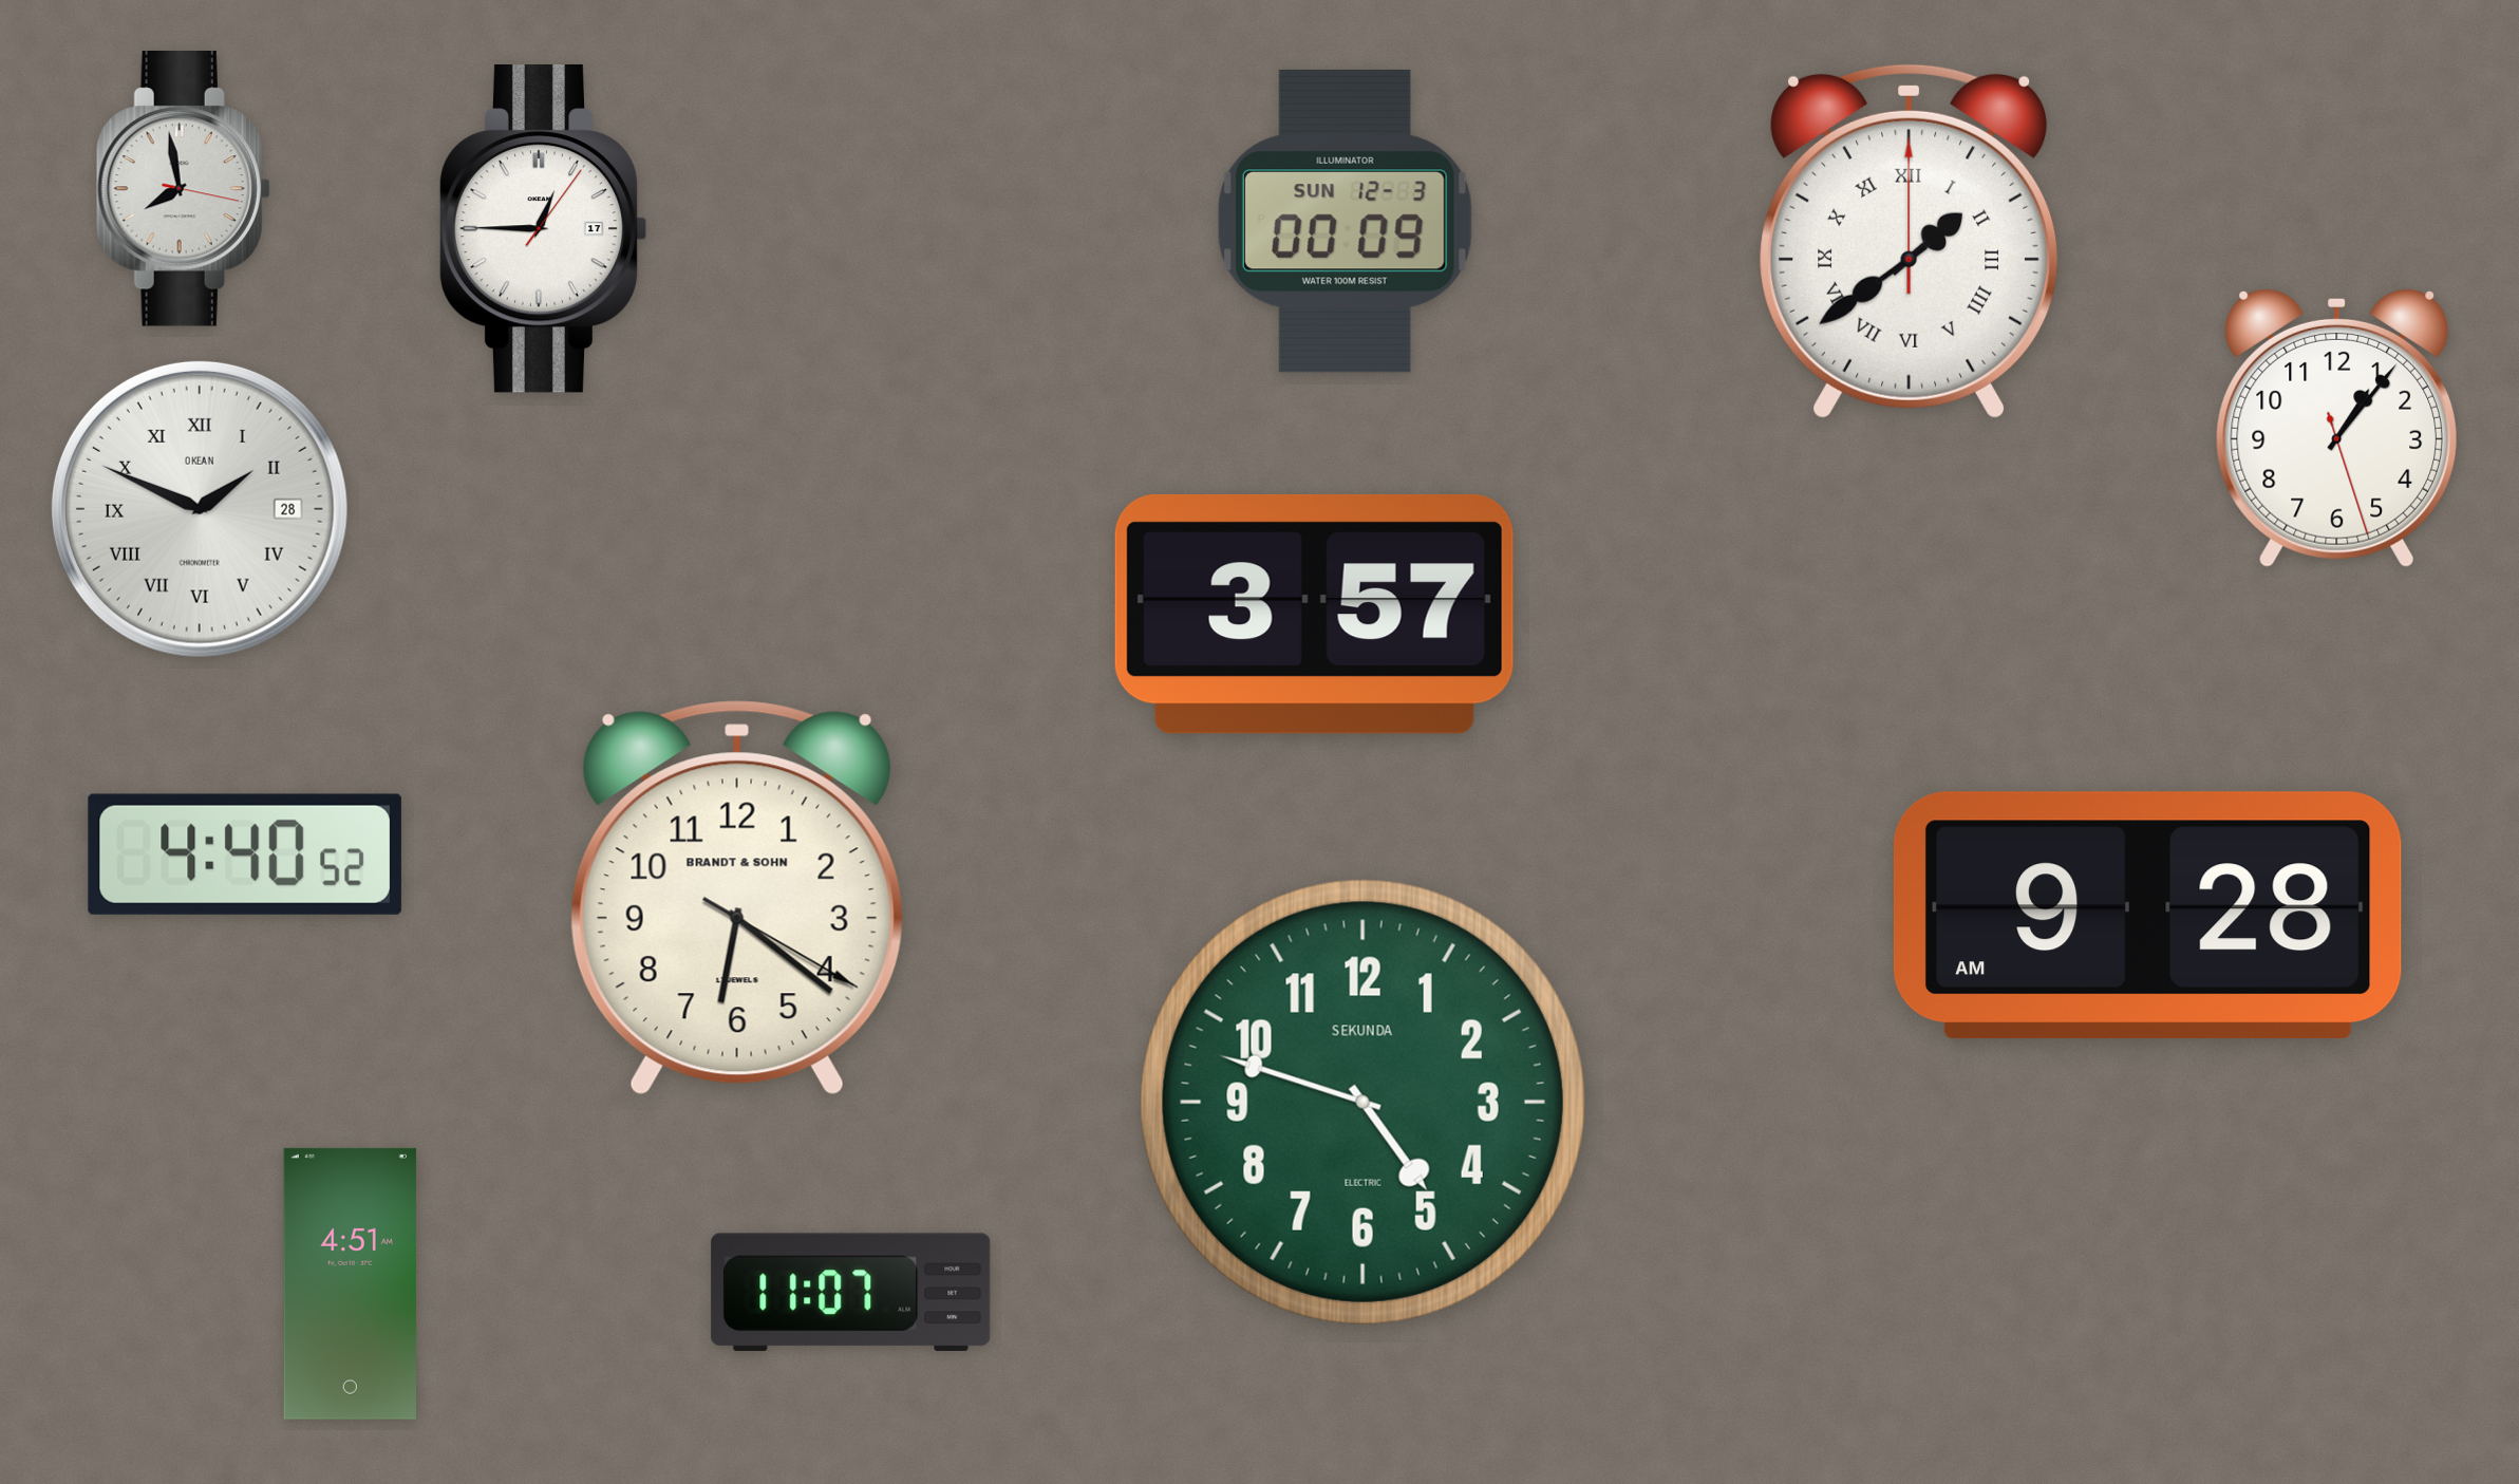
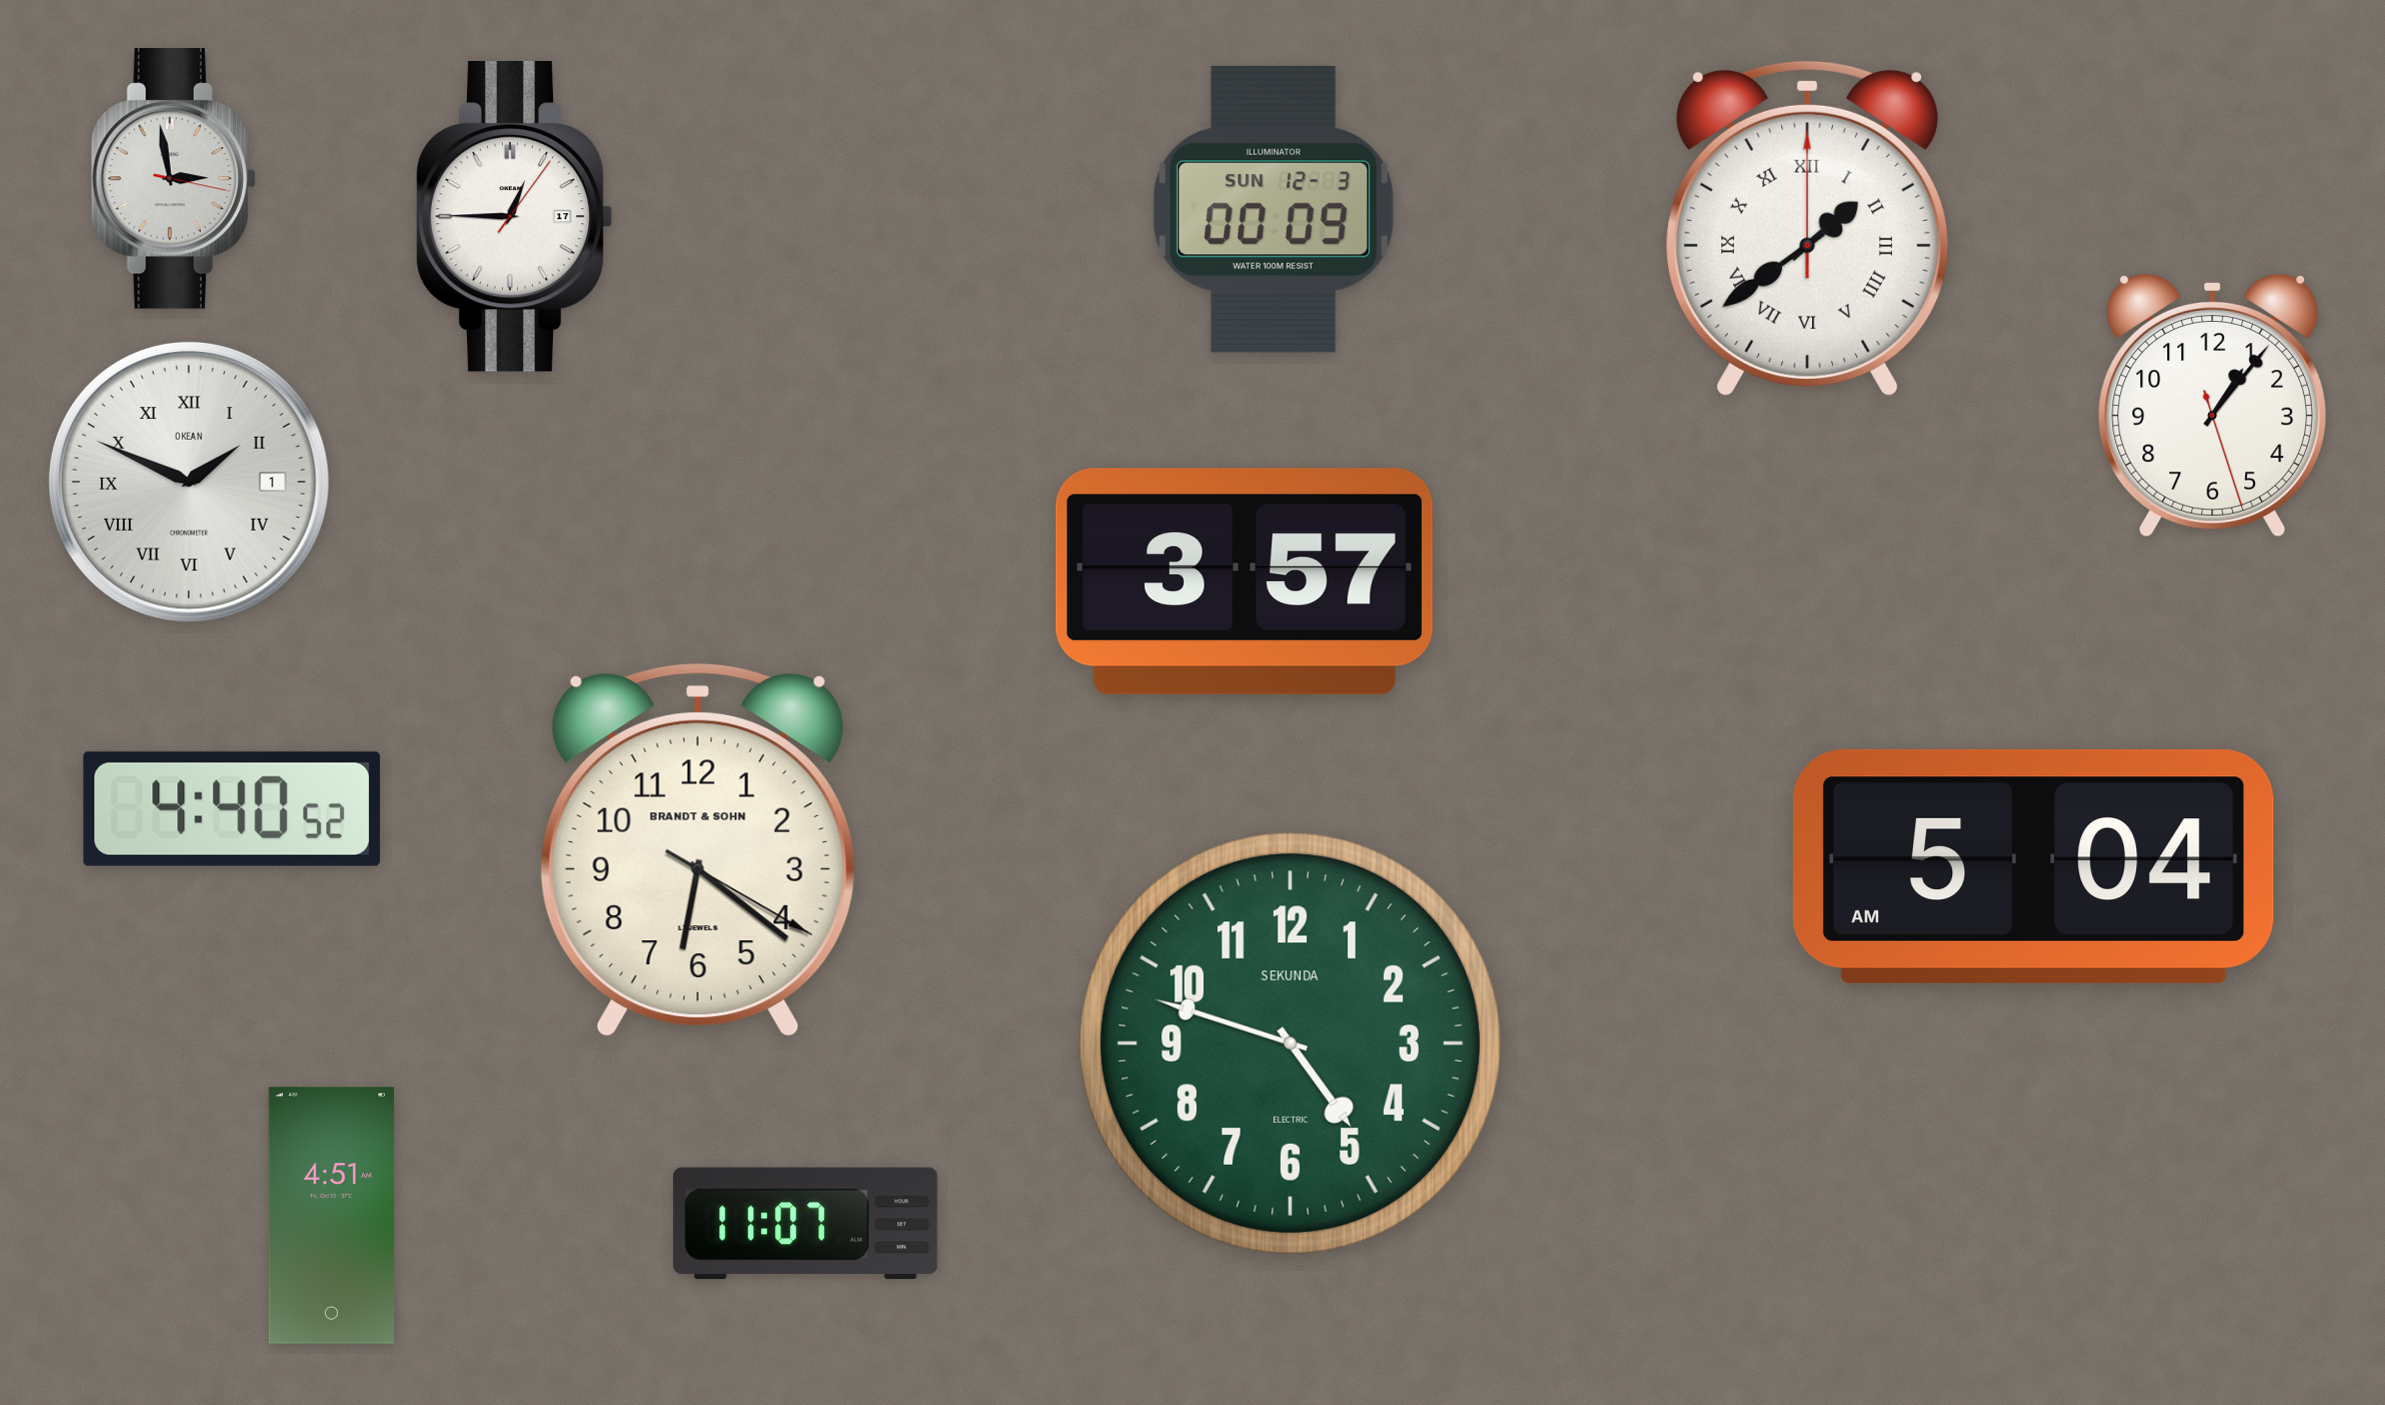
clock at (183, 189): 7:58 -> 2:58
clock at (200, 509) date: 28 -> 1
clock at (2147, 916): 9:28 -> 5:04
